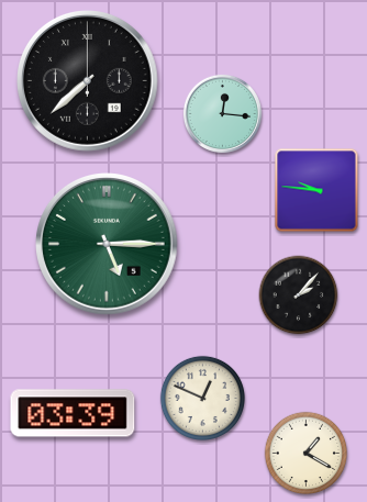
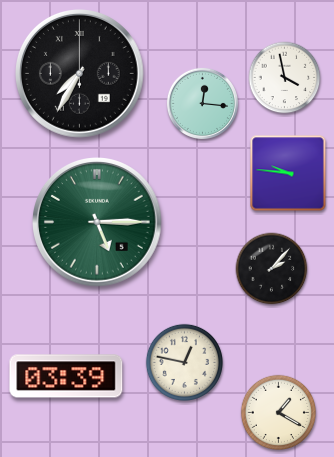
clock at (88, 81): 7:38 -> 7:35
clock at (285, 78): none -> 3:58
clock at (202, 398): 12:49 -> 12:47
